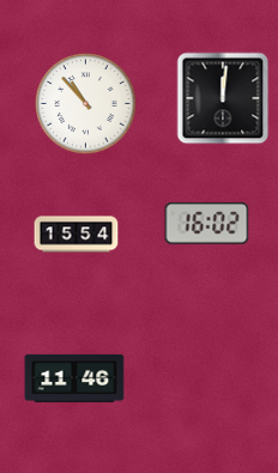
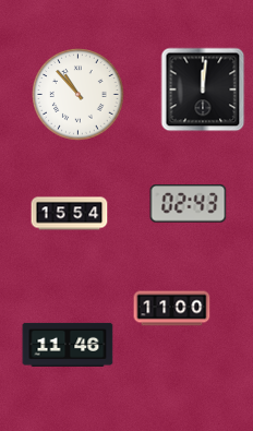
clock at (207, 224): 16:02 -> 02:43
clock at (172, 309): none -> 11:00
